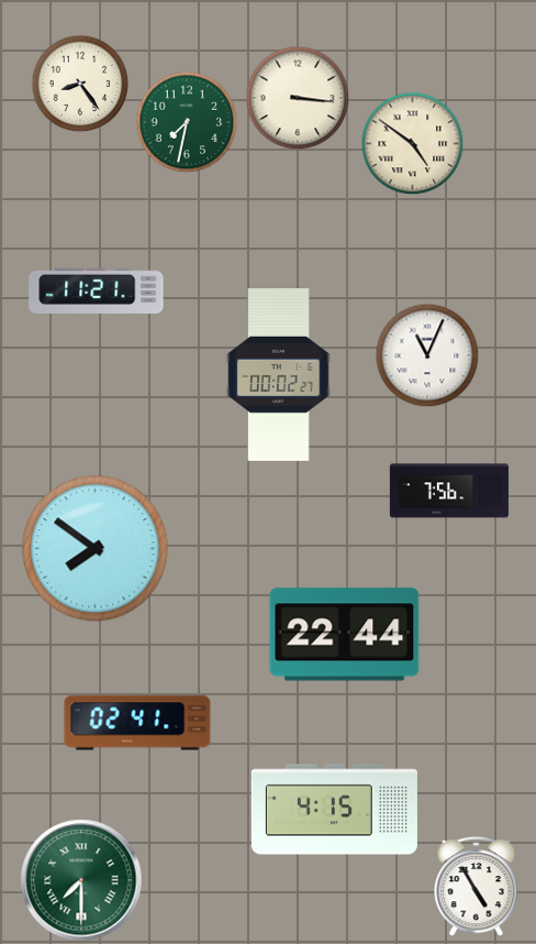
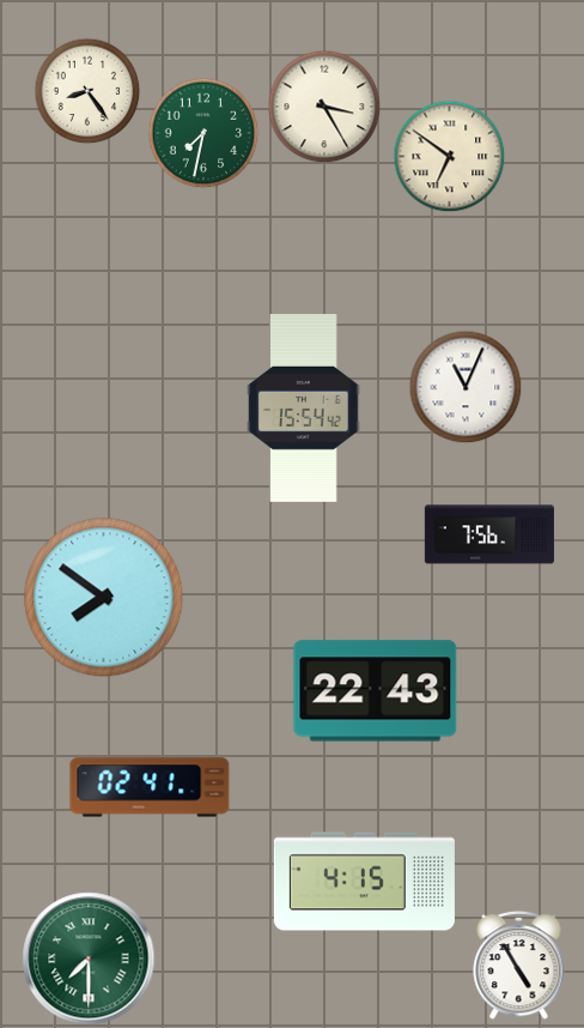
clock at (298, 98): 3:16 -> 3:25
clock at (412, 143): 4:51 -> 6:51
clock at (97, 290): 11:21 -> none
clock at (279, 375): 00:02 -> 15:54
clock at (345, 635): 22:44 -> 22:43
